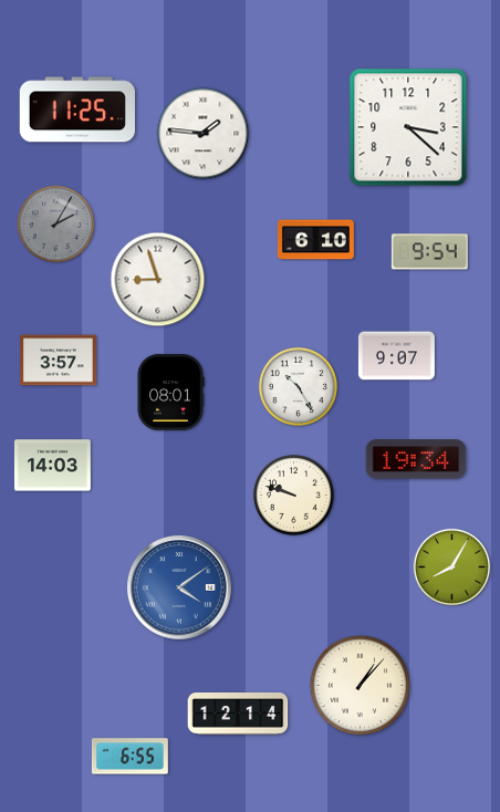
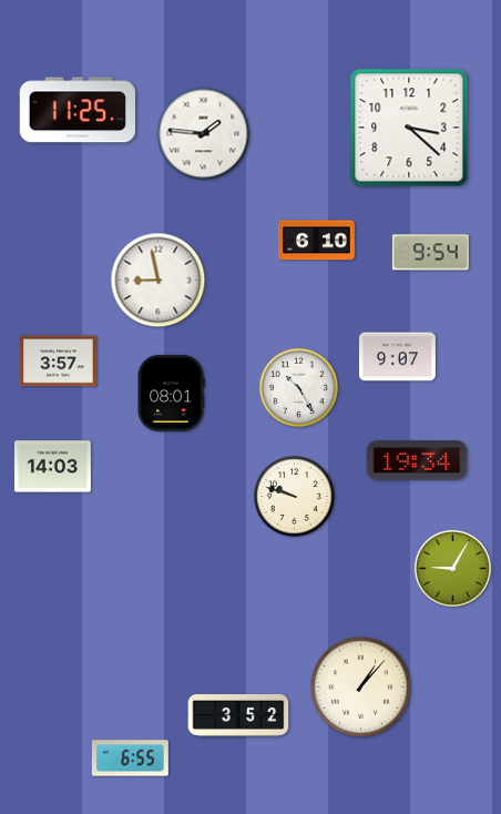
clock at (56, 225): 2:05 -> none
clock at (158, 280): 8:57 -> 8:58
clock at (452, 568): 8:05 -> 9:05
clock at (179, 587): 4:09 -> none
clock at (238, 714): 12:14 -> 3:52
